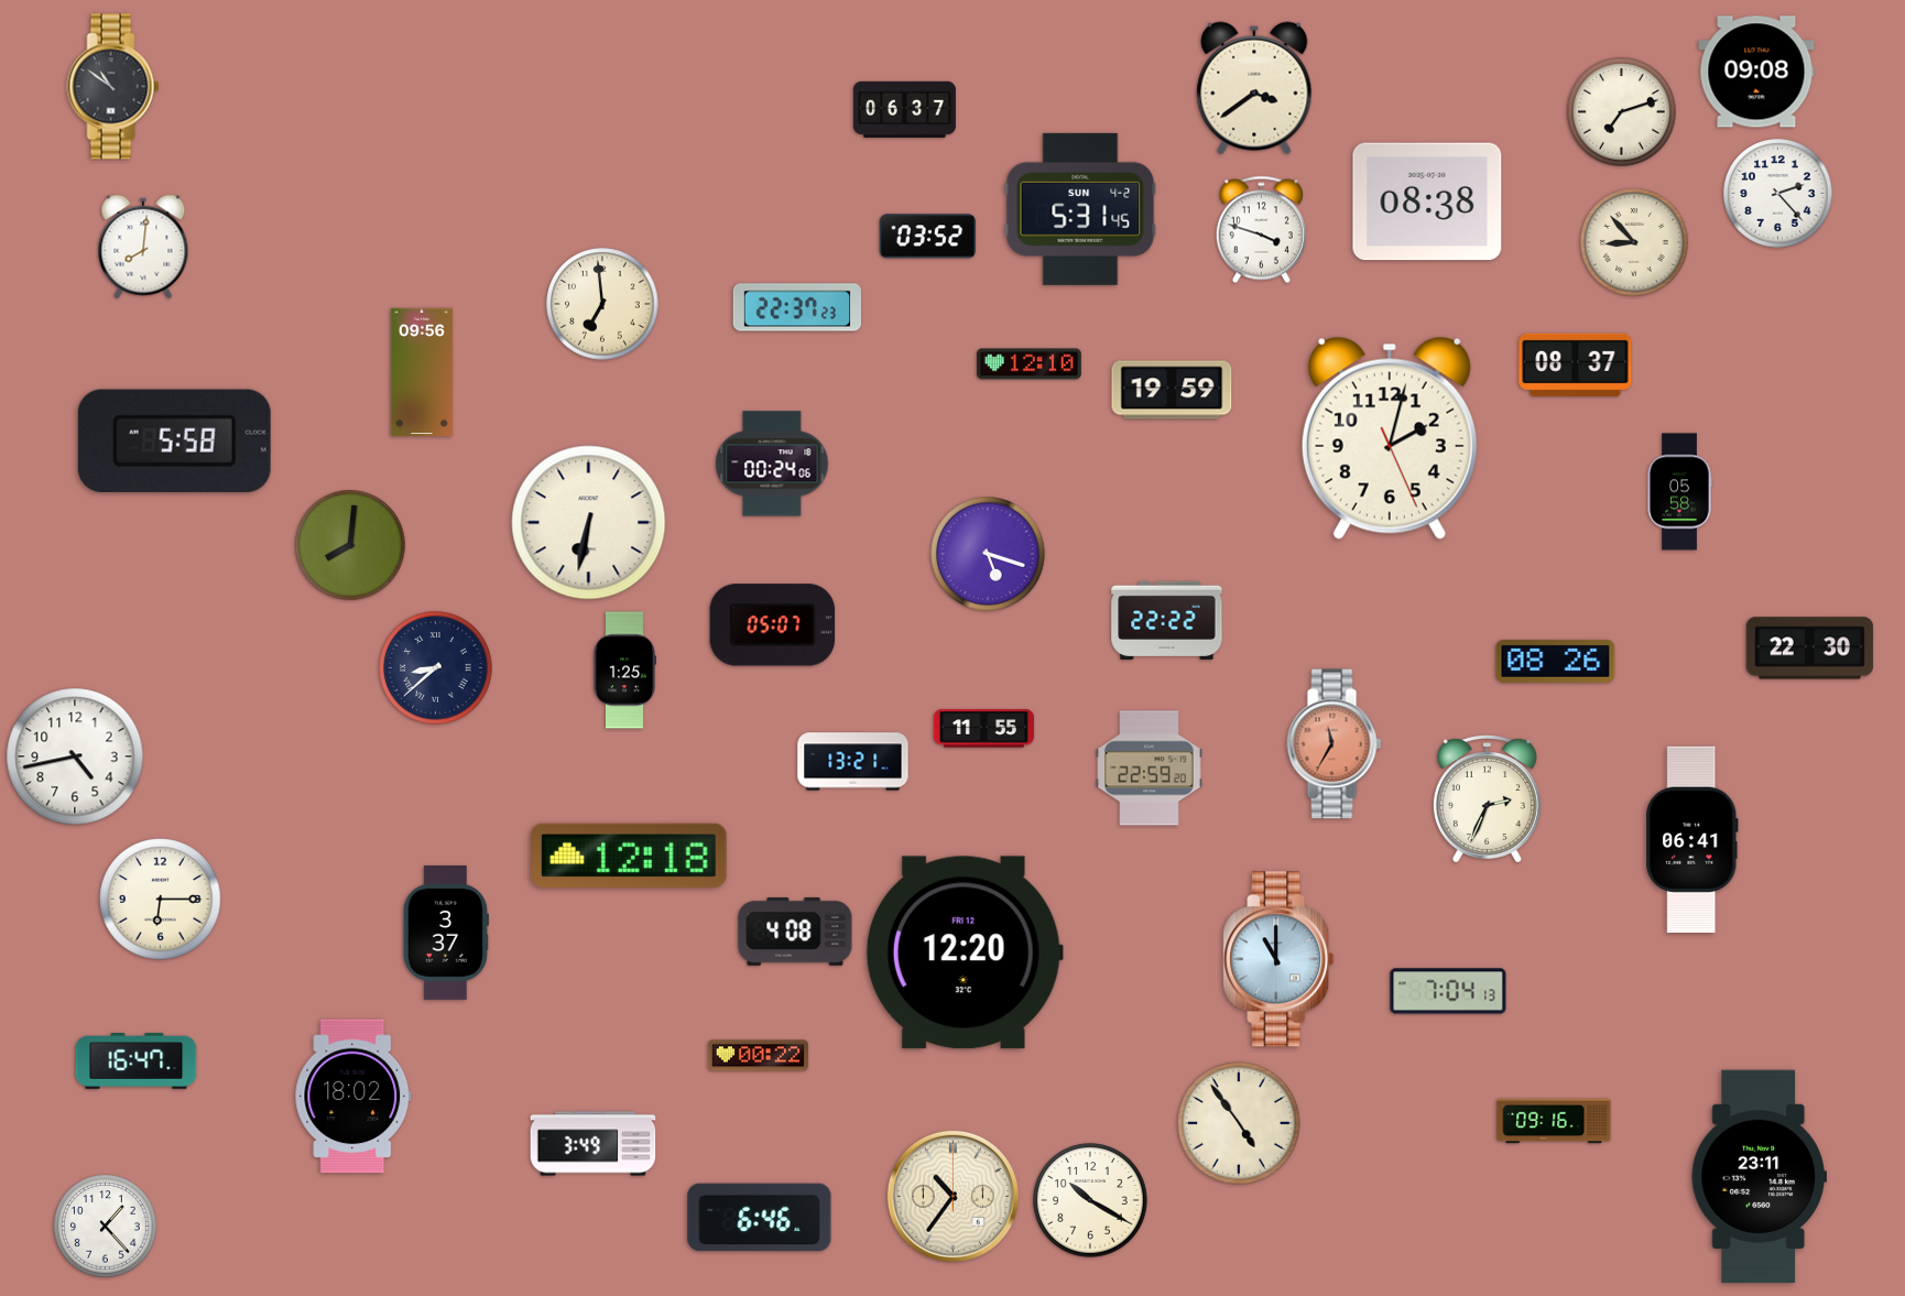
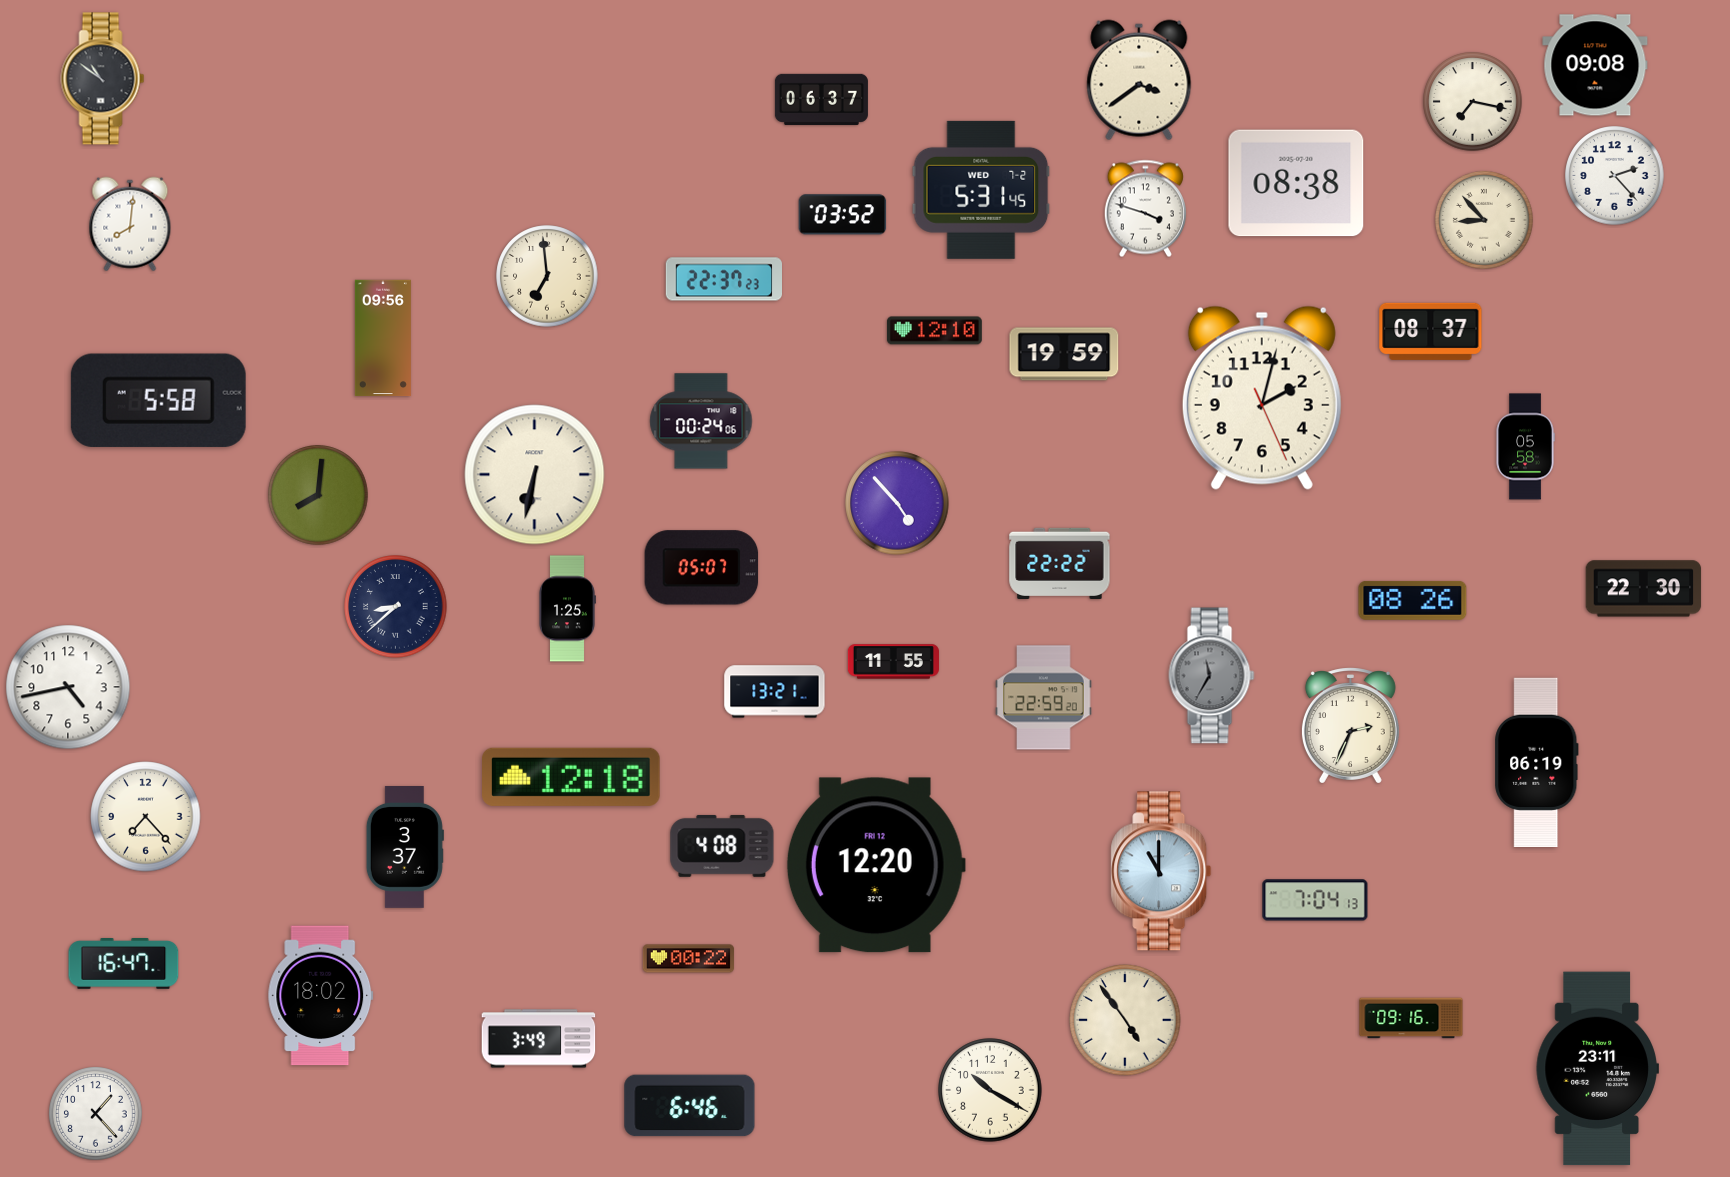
clock at (1622, 112): 7:12 -> 7:17
clock at (1080, 209) date: SUN 4-2 -> WED 7-2
clock at (988, 554): 5:18 -> 4:53
clock at (1335, 744) dial: salmon -> grey
clock at (1692, 839): 06:41 -> 06:19
clock at (161, 900): 6:15 -> 7:23
clock at (952, 1196): 10:36 -> none
